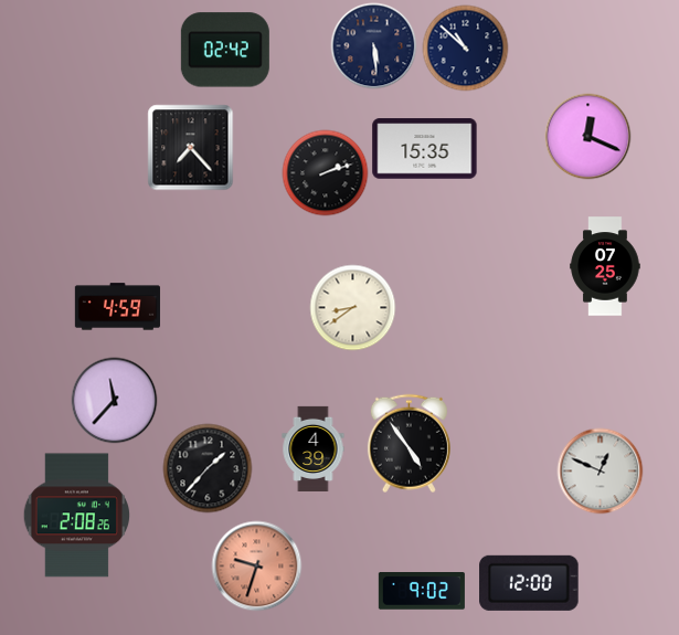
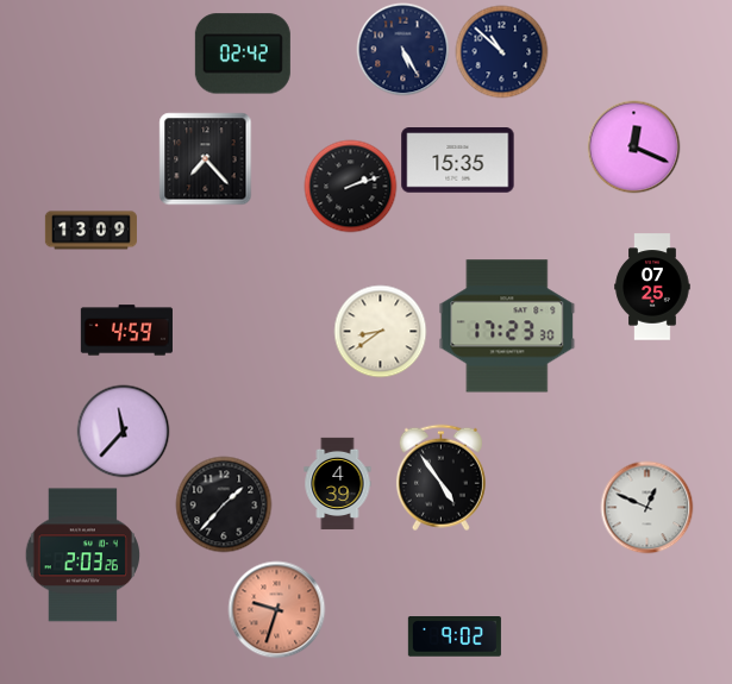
clock at (373, 45): 5:29 -> 5:25
clock at (90, 231): none -> 13:09
clock at (507, 326): none -> 17:23
clock at (76, 516): 2:08 -> 2:03
clock at (529, 583): 12:00 -> none
